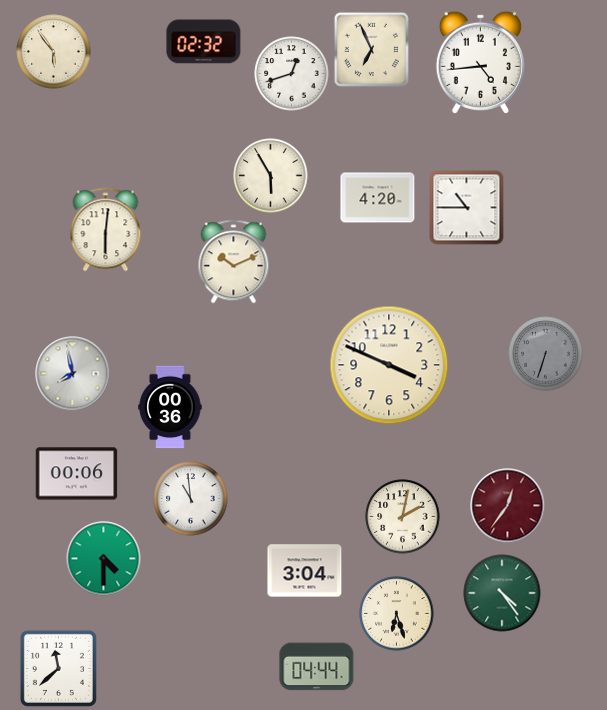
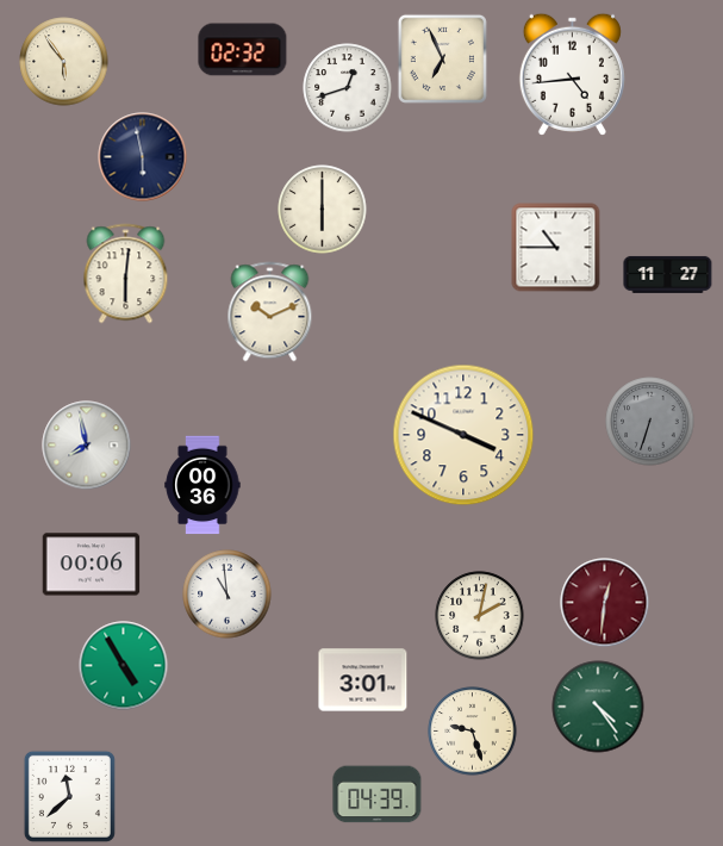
clock at (143, 157): none -> 5:58
clock at (271, 176): 5:55 -> 6:00
clock at (378, 198): 4:20 -> none
clock at (668, 274): none -> 11:27
clock at (234, 262) position: (234, 262) -> (270, 312)
clock at (508, 506): 12:36 -> 12:31
clock at (104, 559): 4:30 -> 4:55
clock at (305, 571): 3:04 -> 3:01
clock at (397, 614): 6:27 -> 9:27
clock at (317, 667): 04:44 -> 04:39
